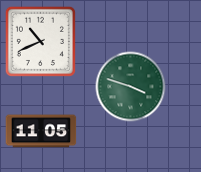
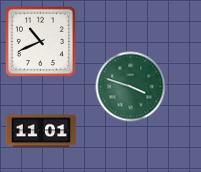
clock at (41, 131): 11:05 -> 11:01
